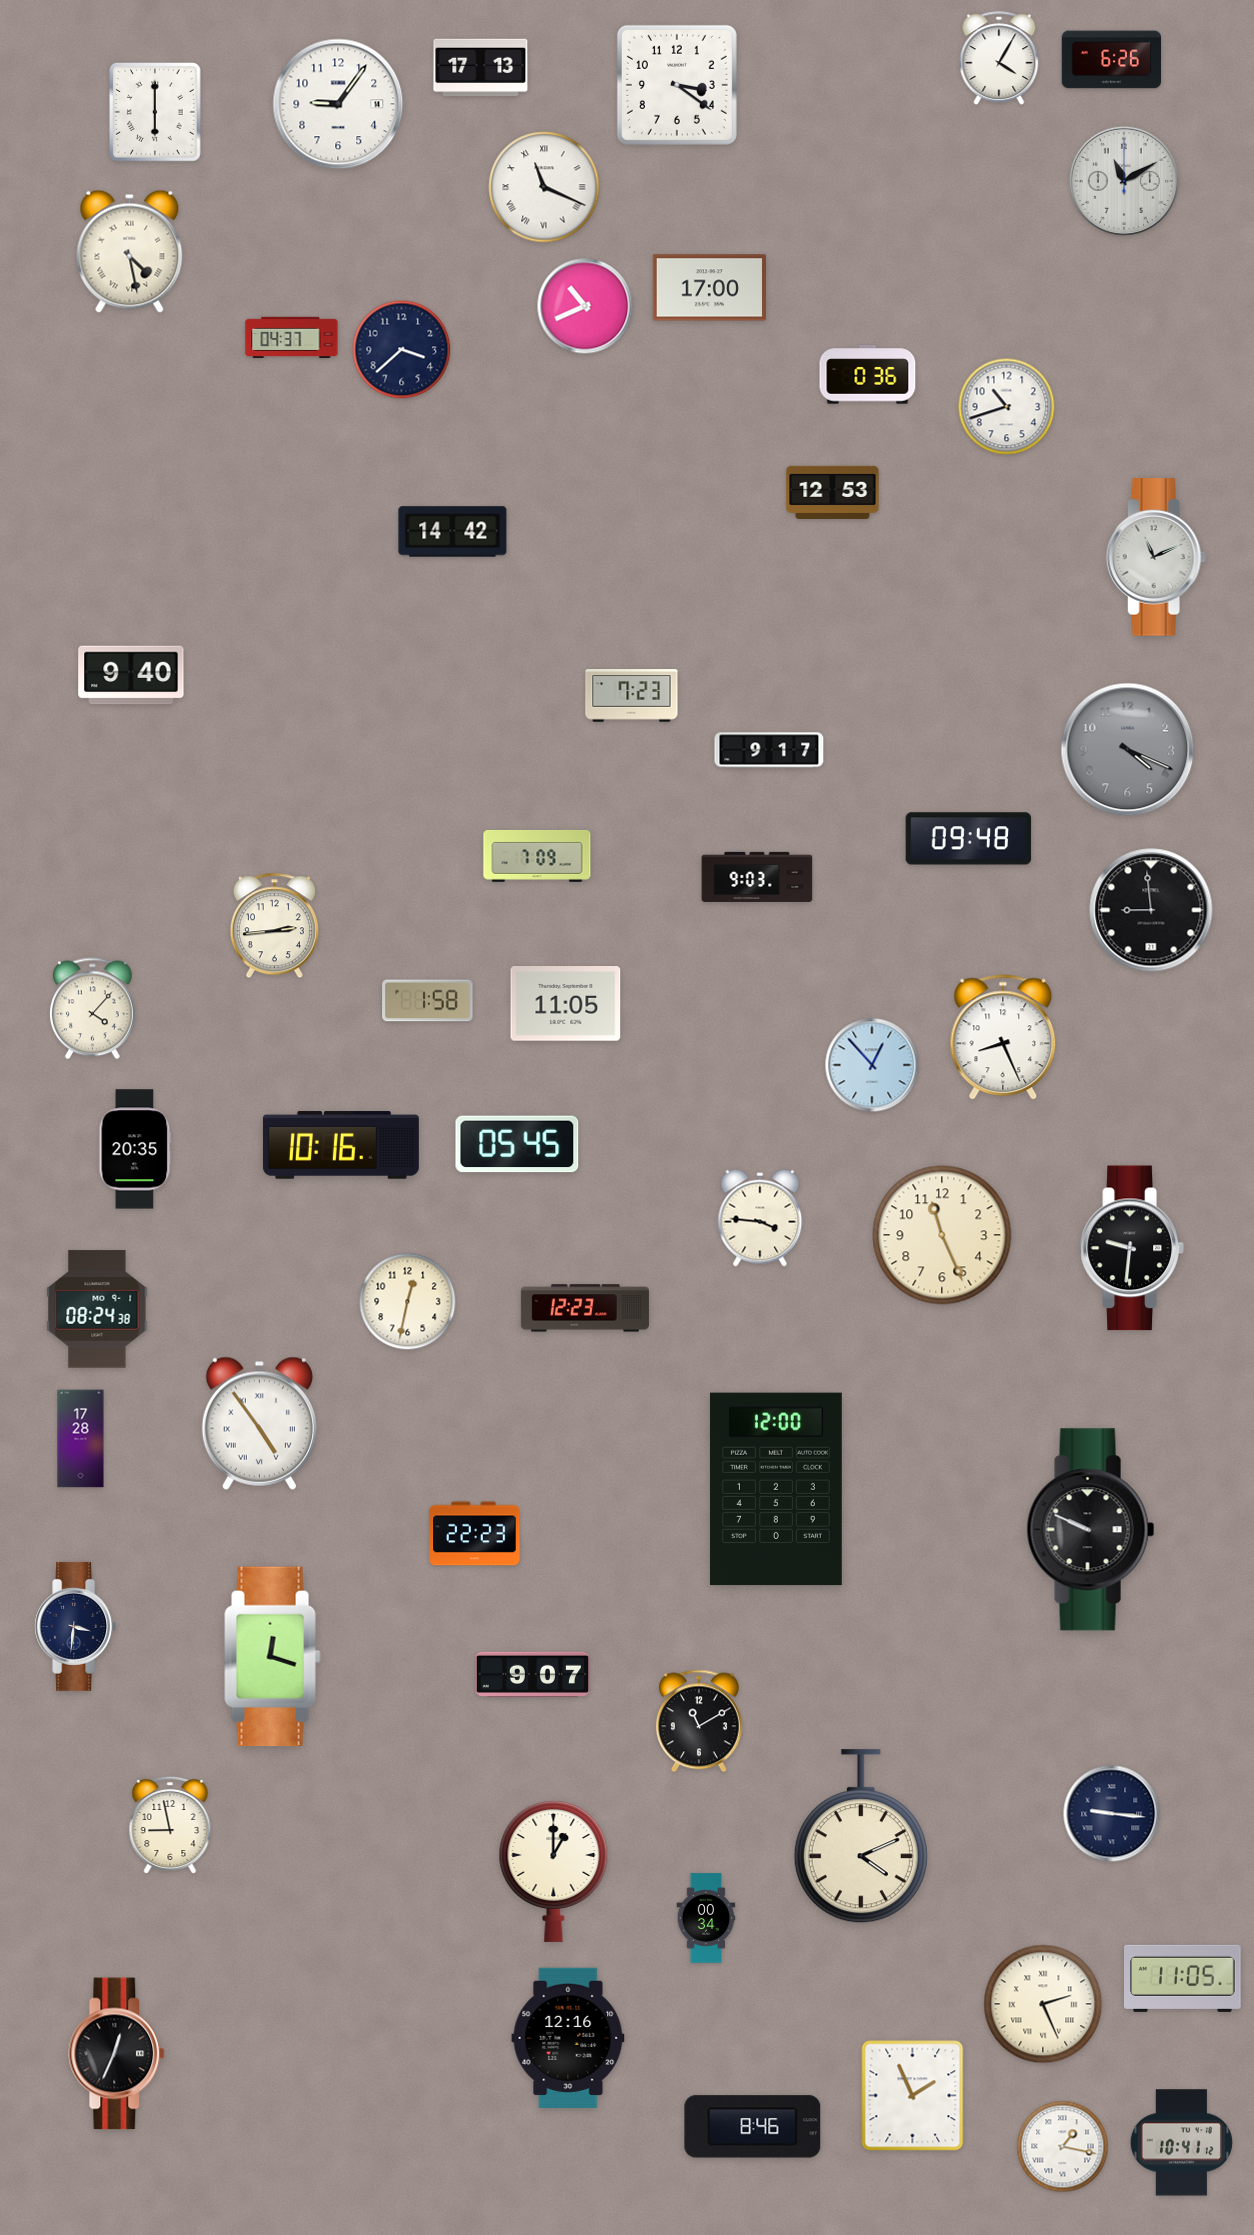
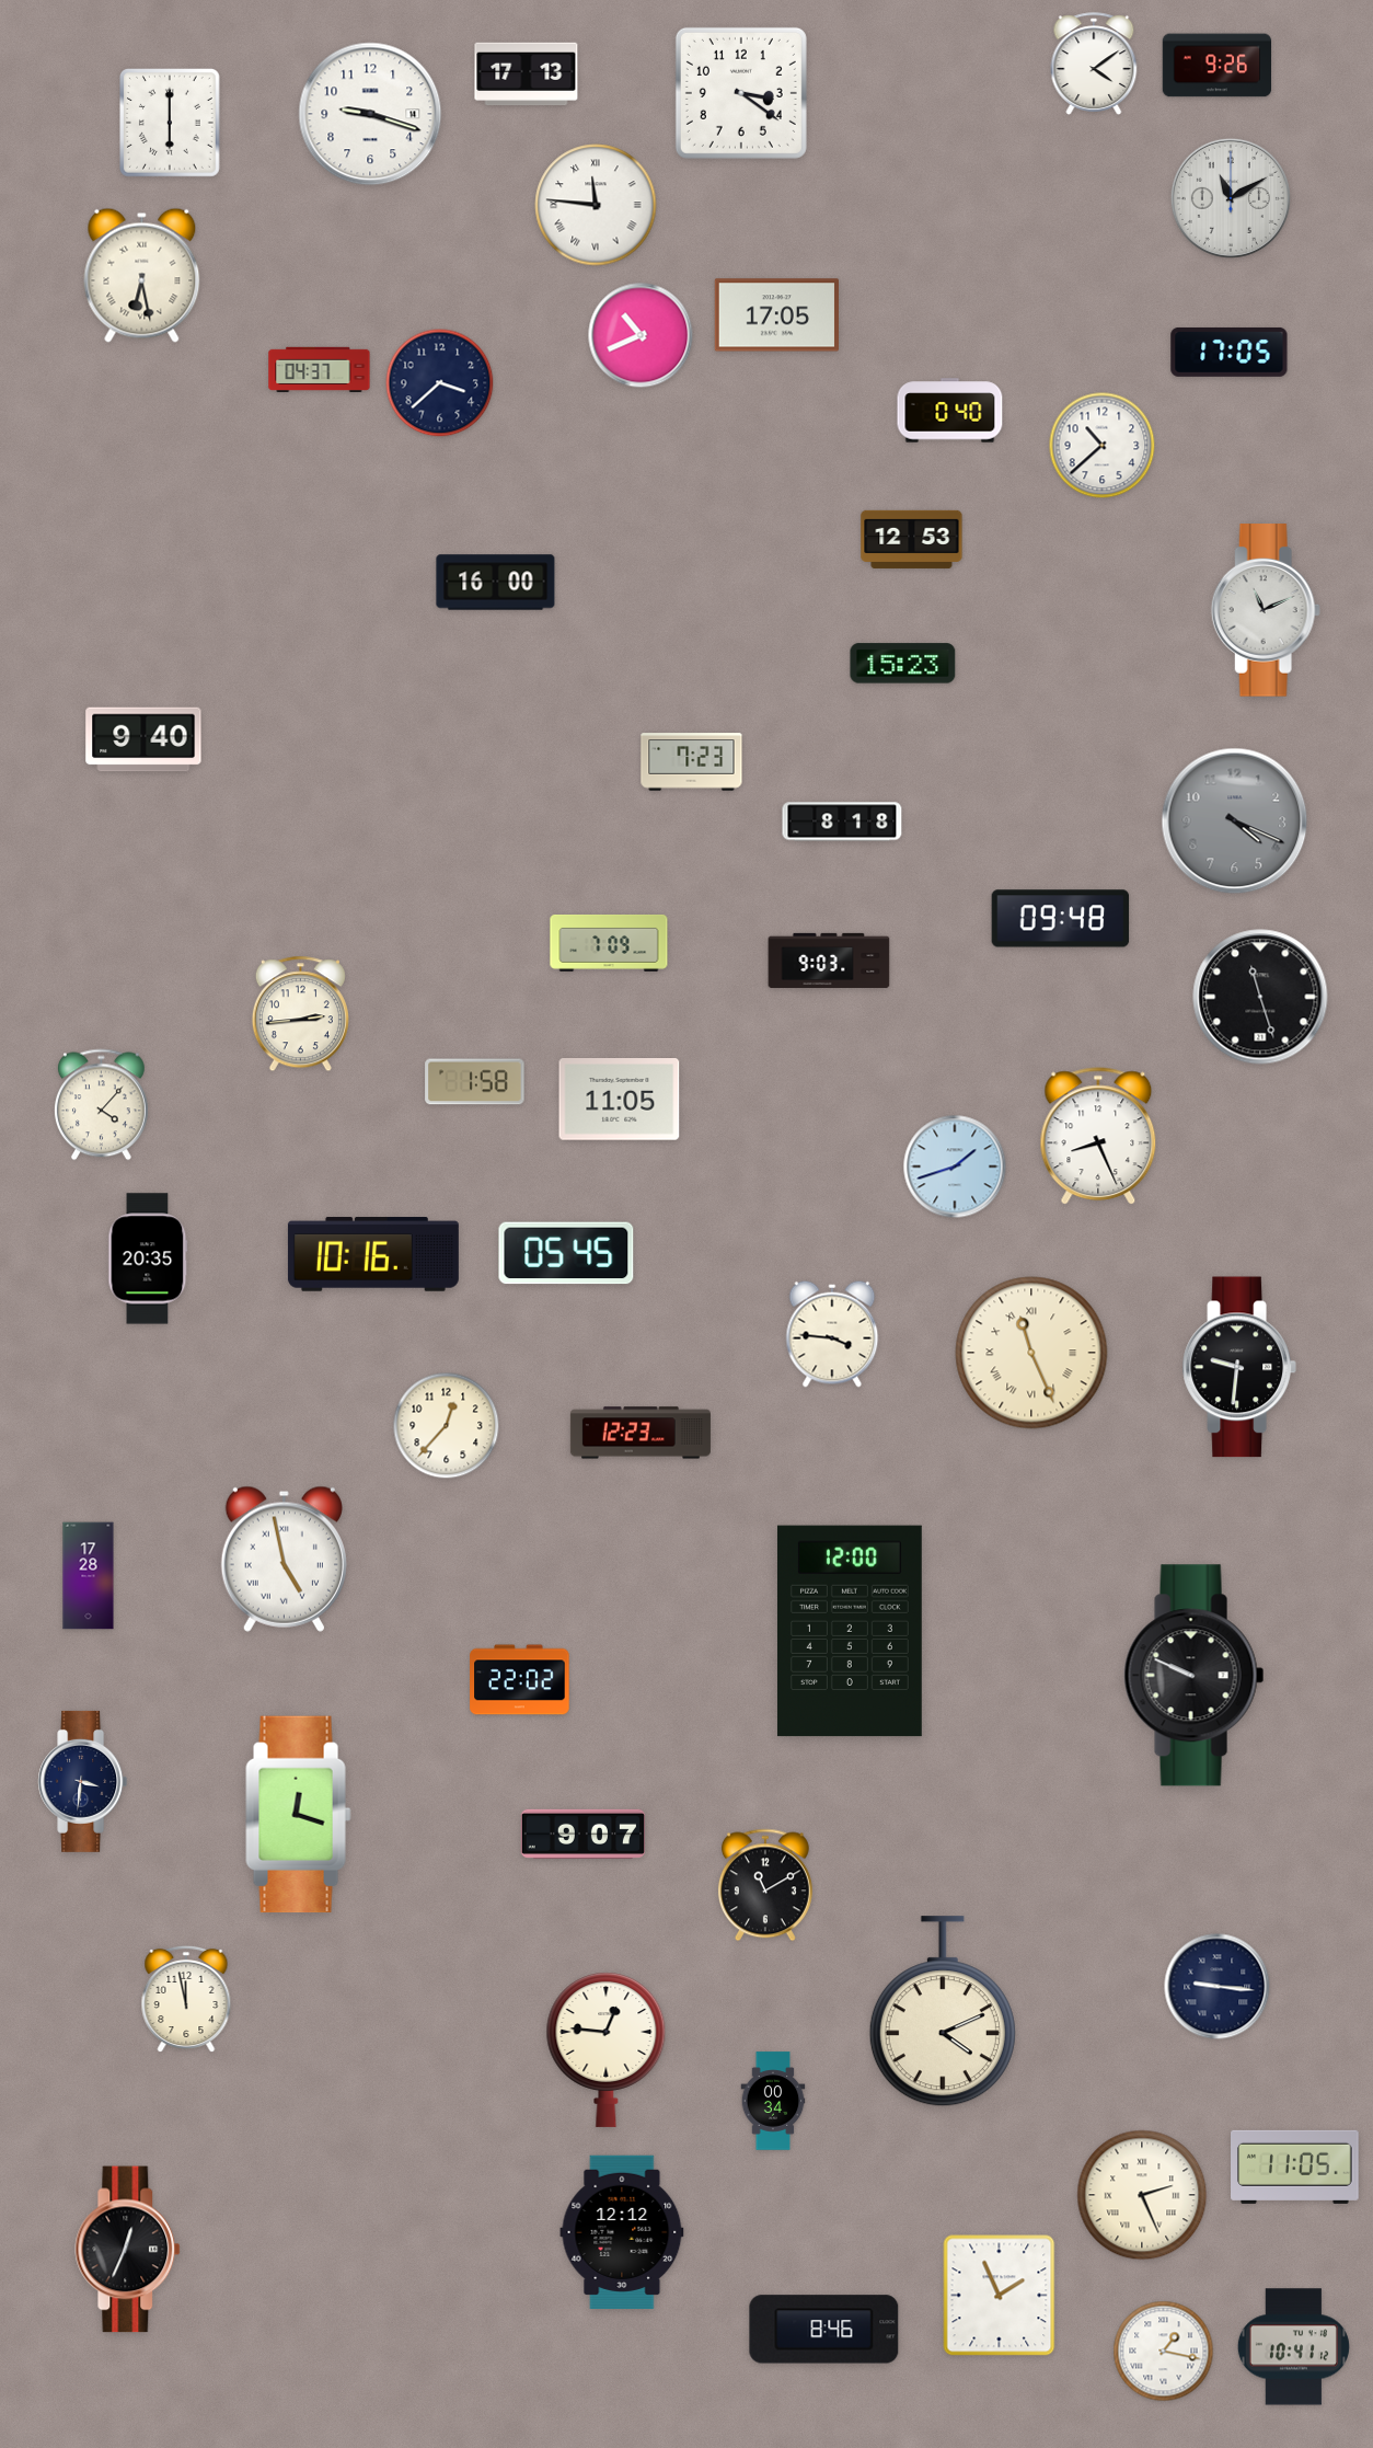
clock at (999, 58): 4:05 -> 4:09
clock at (1112, 60): 6:26 -> 9:26
clock at (338, 104): 9:06 -> 9:18
clock at (544, 187): 11:19 -> 11:46
clock at (130, 251): 4:28 -> 6:28
clock at (709, 288): 17:00 -> 17:05
clock at (1230, 352): none -> 17:05
clock at (868, 375): 0:36 -> 0:40
clock at (1007, 407): 10:42 -> 10:38
clock at (453, 532): 14:42 -> 16:00
clock at (903, 664): none -> 15:23
clock at (769, 750): 9:17 -> 8:18
clock at (537, 856) position: (537, 856) -> (609, 943)
clock at (1151, 910): 8:59 -> 11:27
clock at (428, 1001) position: (428, 1001) -> (475, 1082)
clock at (872, 1065): 12:53 -> 1:42
clock at (942, 1235) numerals: Arabic -> Roman
clock at (408, 1302): 12:32 -> 12:37
clock at (97, 1309): 08:24 -> none
clock at (259, 1423): 4:54 -> 4:58
clock at (475, 1534): 22:23 -> 22:02
clock at (170, 1825): 8:58 -> 11:58
clock at (554, 1871): 1:00 -> 12:46
clock at (568, 2038): 12:16 -> 12:12
